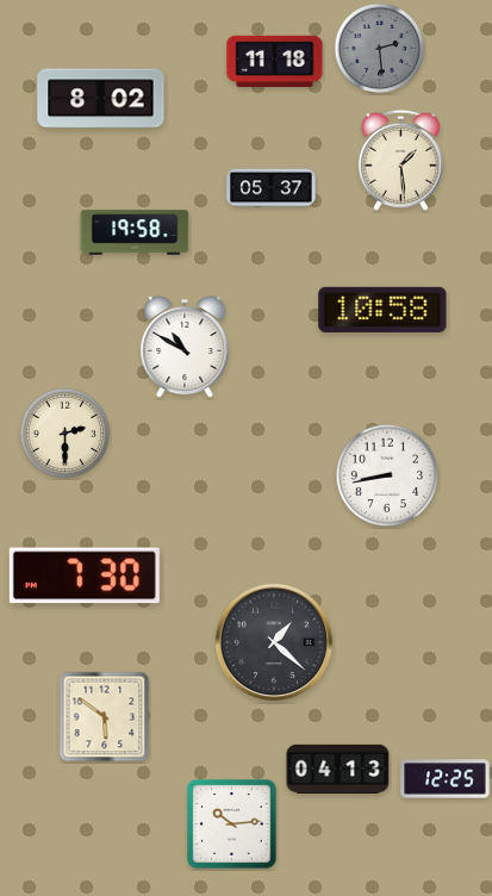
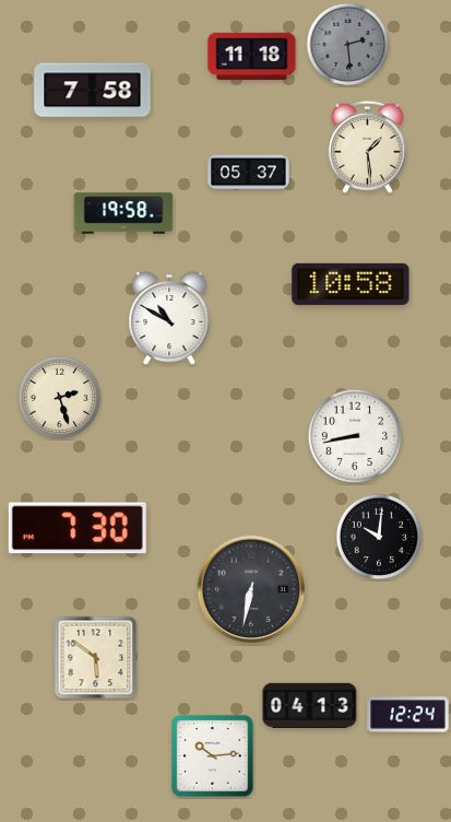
clock at (101, 99): 8:02 -> 7:58
clock at (66, 434): 2:30 -> 2:27
clock at (379, 537): none -> 10:01
clock at (274, 642): 1:22 -> 6:32
clock at (446, 779): 12:25 -> 12:24
